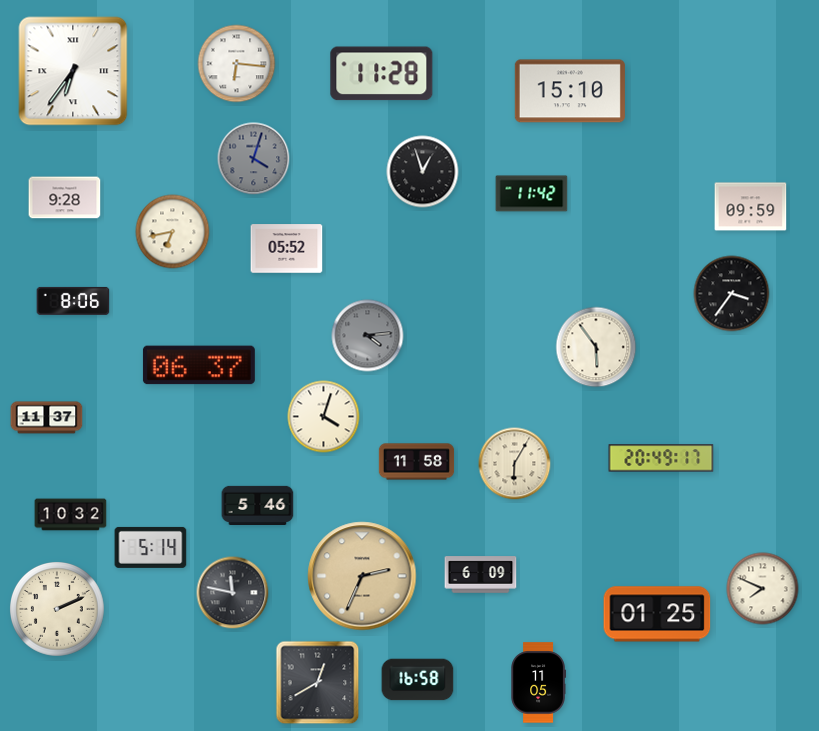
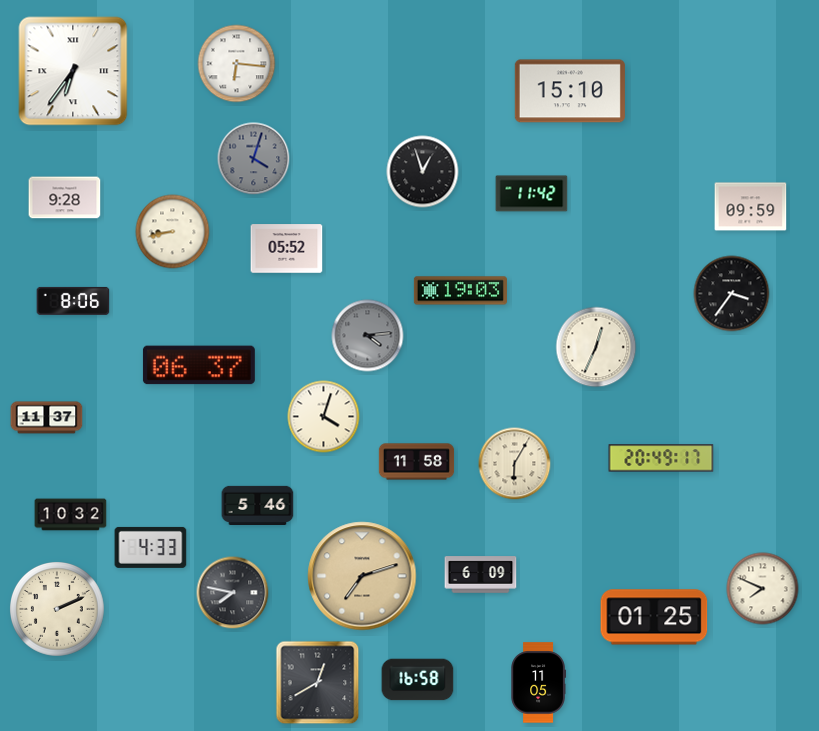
clock at (382, 74): 11:28 -> none
clock at (173, 232): 6:43 -> 8:43
clock at (460, 291): none -> 19:03
clock at (596, 347): 5:54 -> 12:34
clock at (151, 547): 5:14 -> 4:33
clock at (362, 576): 2:34 -> 7:12
clock at (233, 593): 11:47 -> 7:47
clock at (657, 614) position: (657, 614) -> (654, 617)
